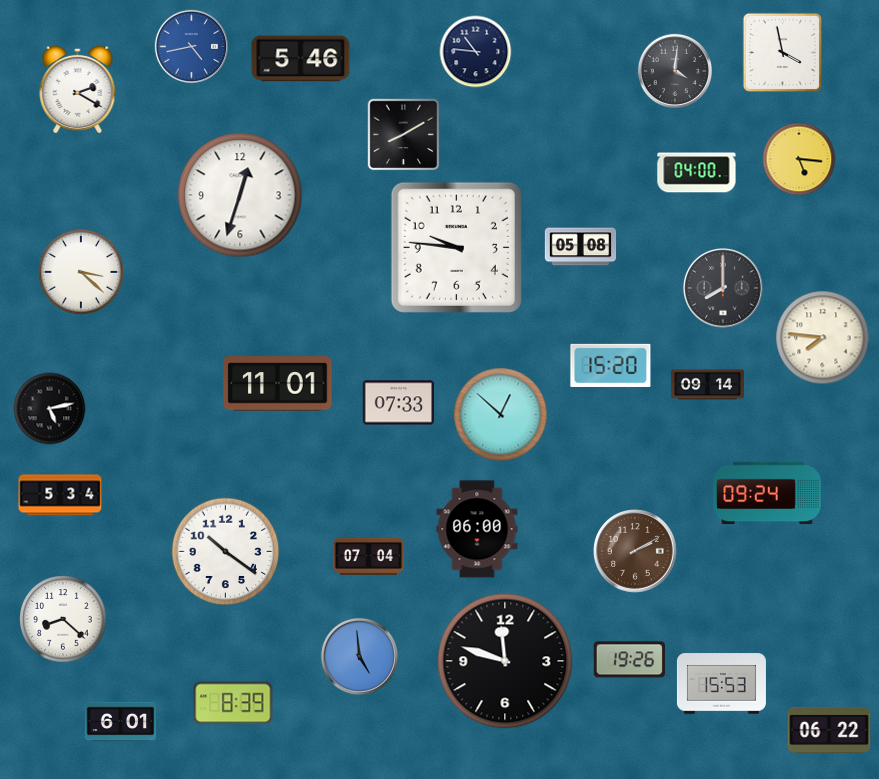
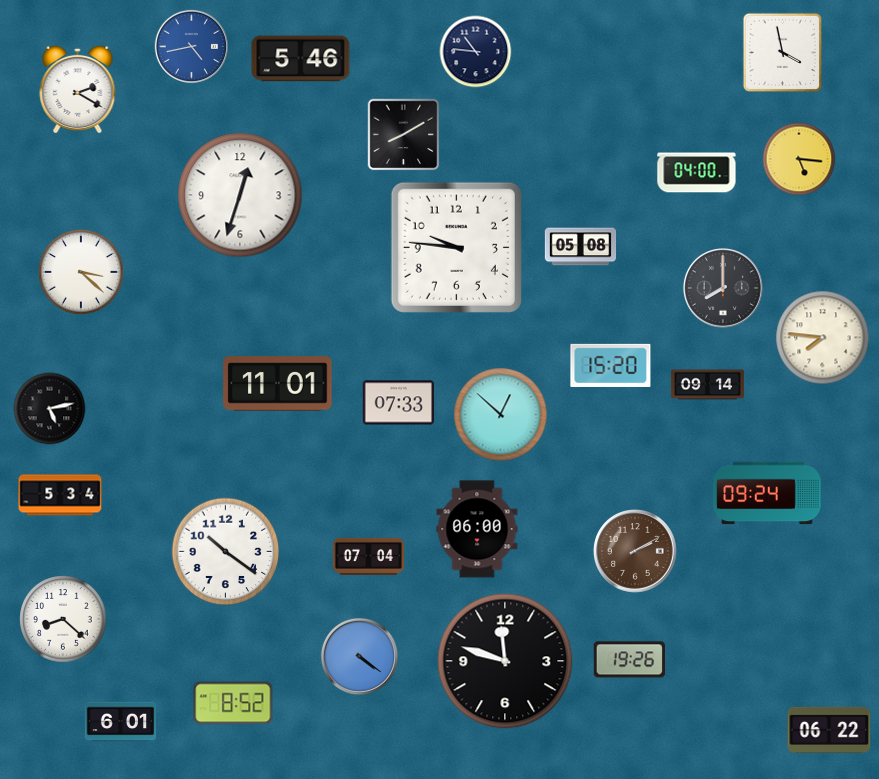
clock at (675, 71): 4:01 -> none
clock at (359, 656): 4:59 -> 4:21
clock at (721, 684): 15:53 -> none
clock at (233, 703): 8:39 -> 8:52
